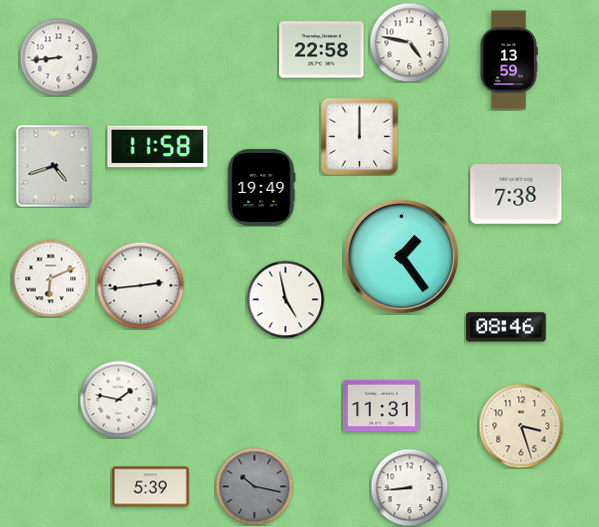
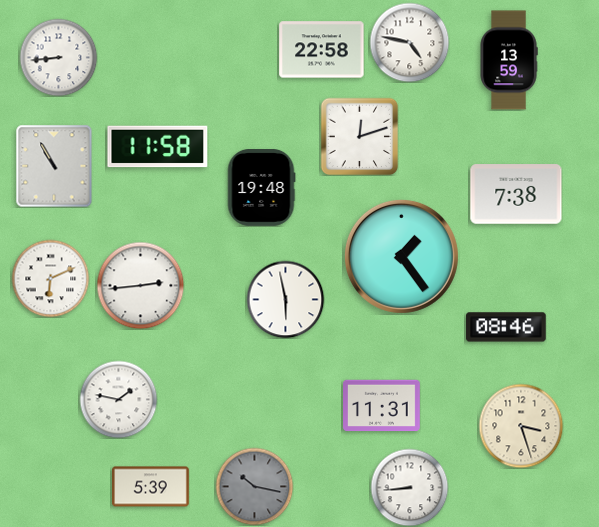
clock at (359, 136): 12:00 -> 12:12
clock at (54, 166): 4:42 -> 10:55
clock at (261, 188): 19:49 -> 19:48
clock at (285, 299): 4:58 -> 5:58
